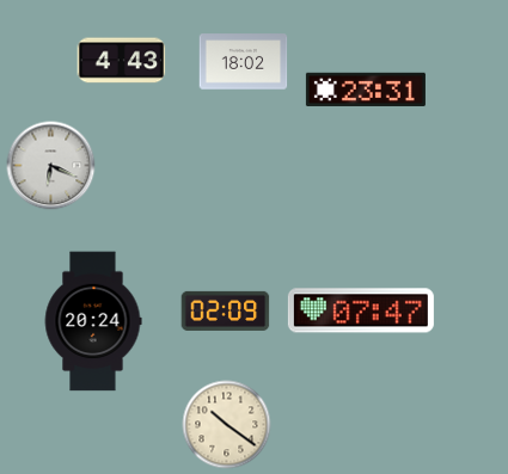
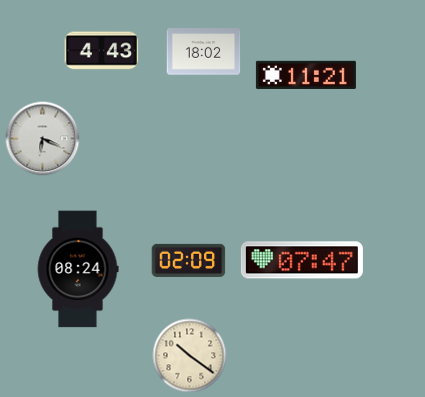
clock at (366, 90): 23:31 -> 11:21
clock at (93, 321): 20:24 -> 08:24
